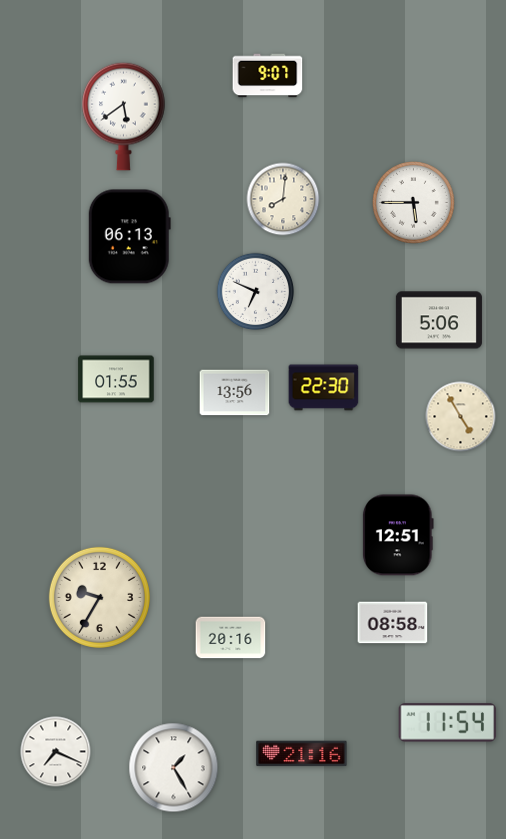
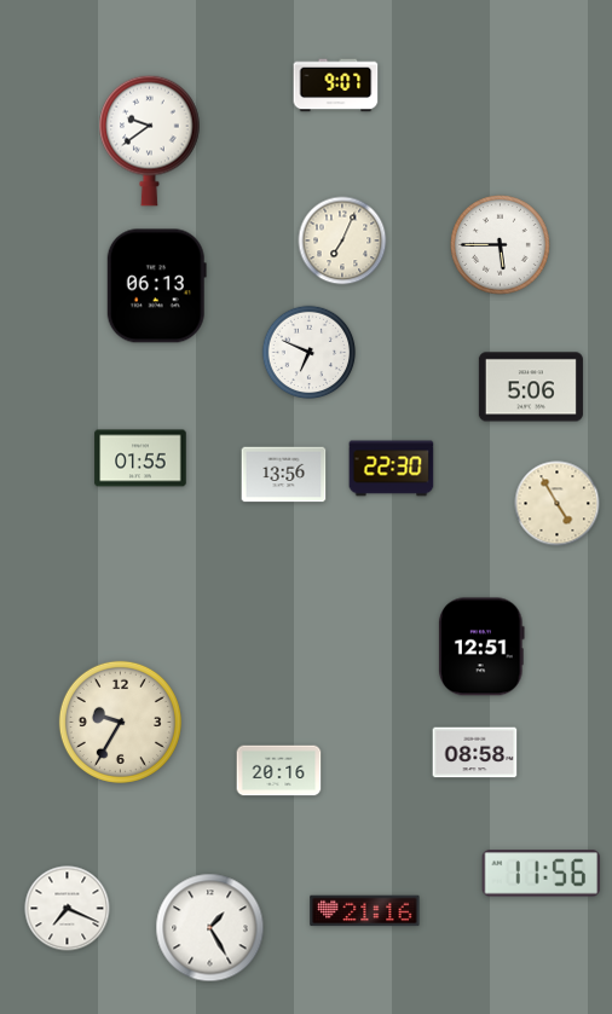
clock at (268, 76) position: (268, 76) -> (336, 86)
clock at (124, 116): 5:39 -> 9:39
clock at (283, 199): 8:01 -> 7:04
clock at (448, 723): 11:54 -> 11:56
